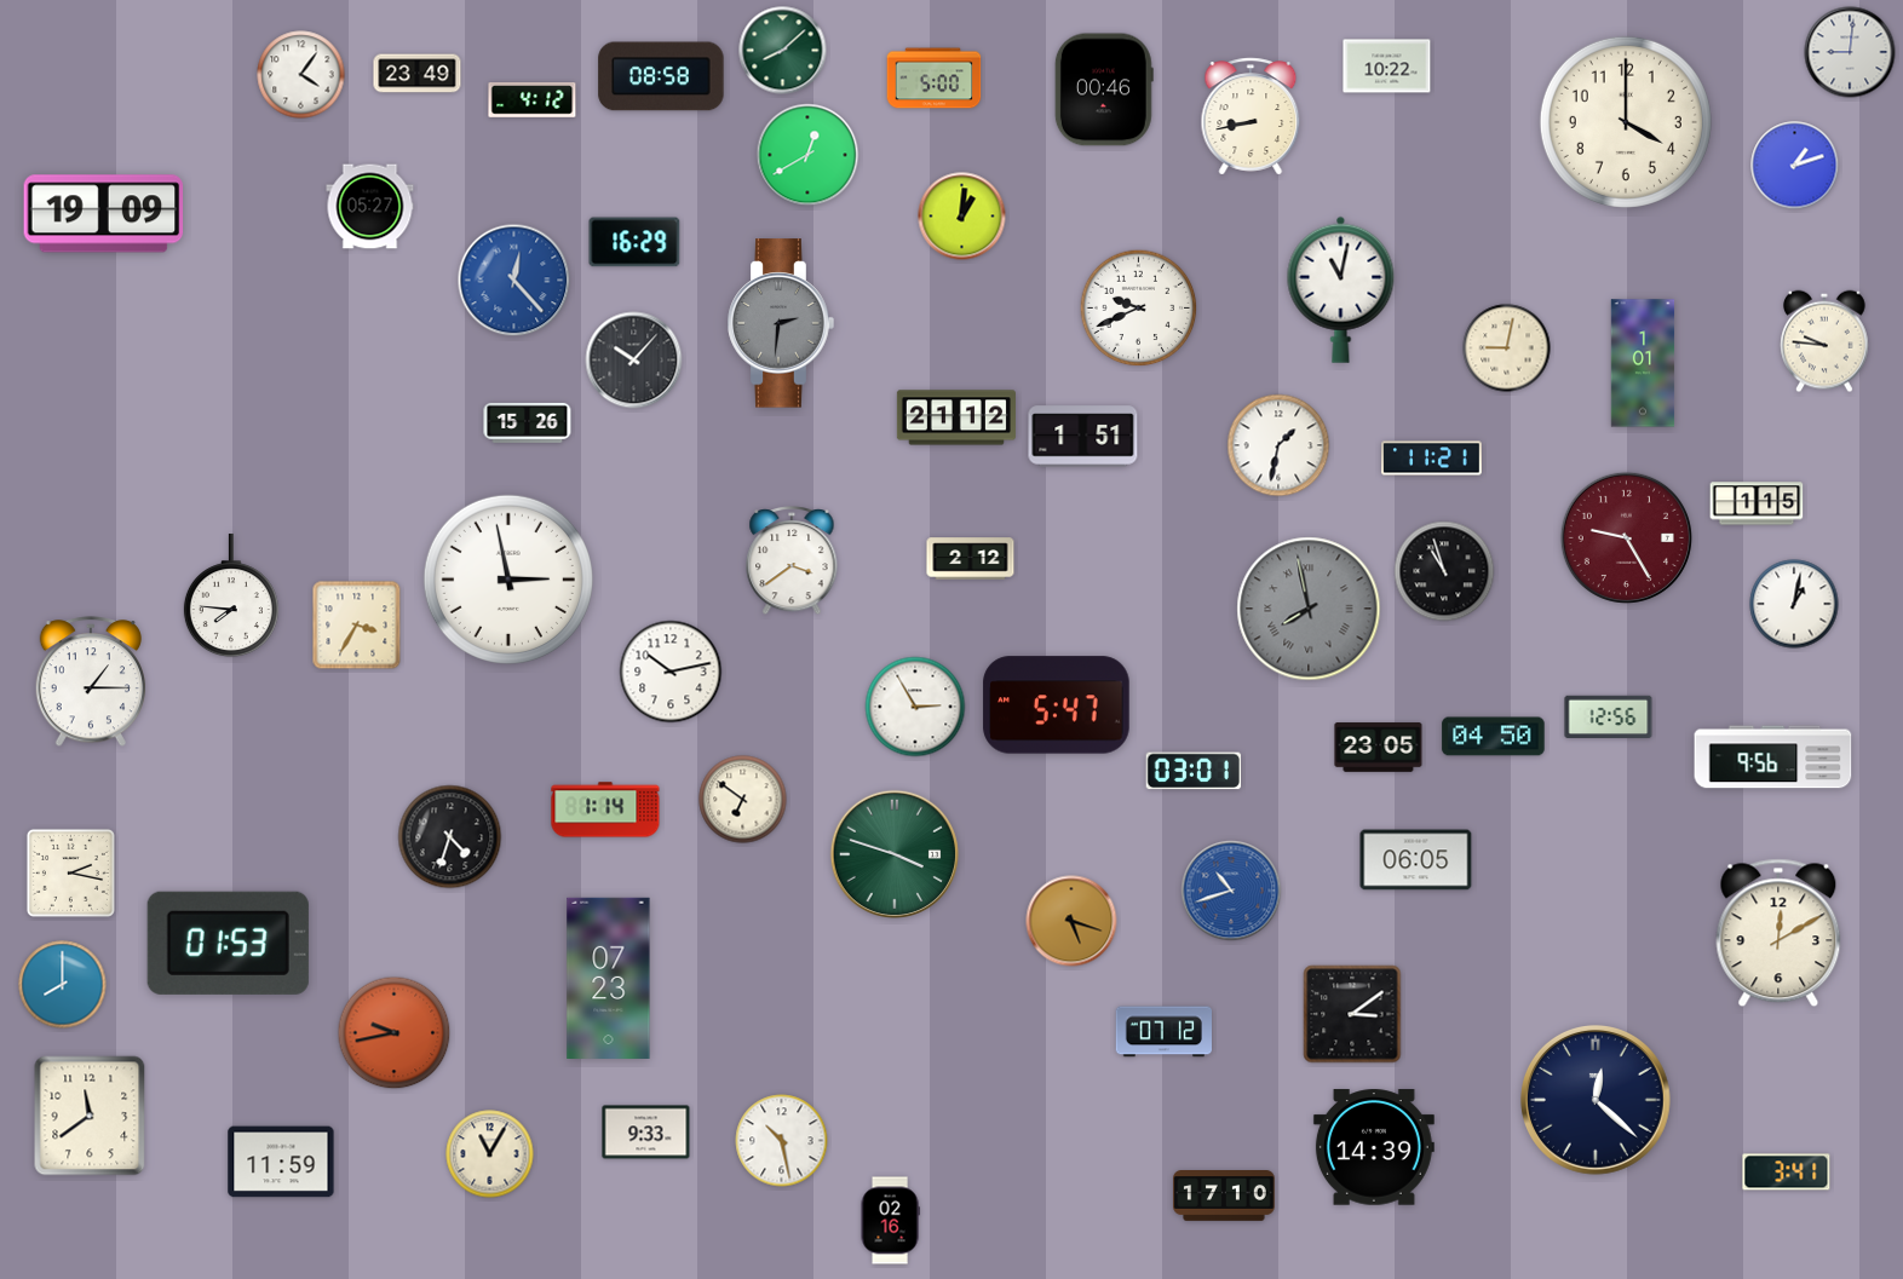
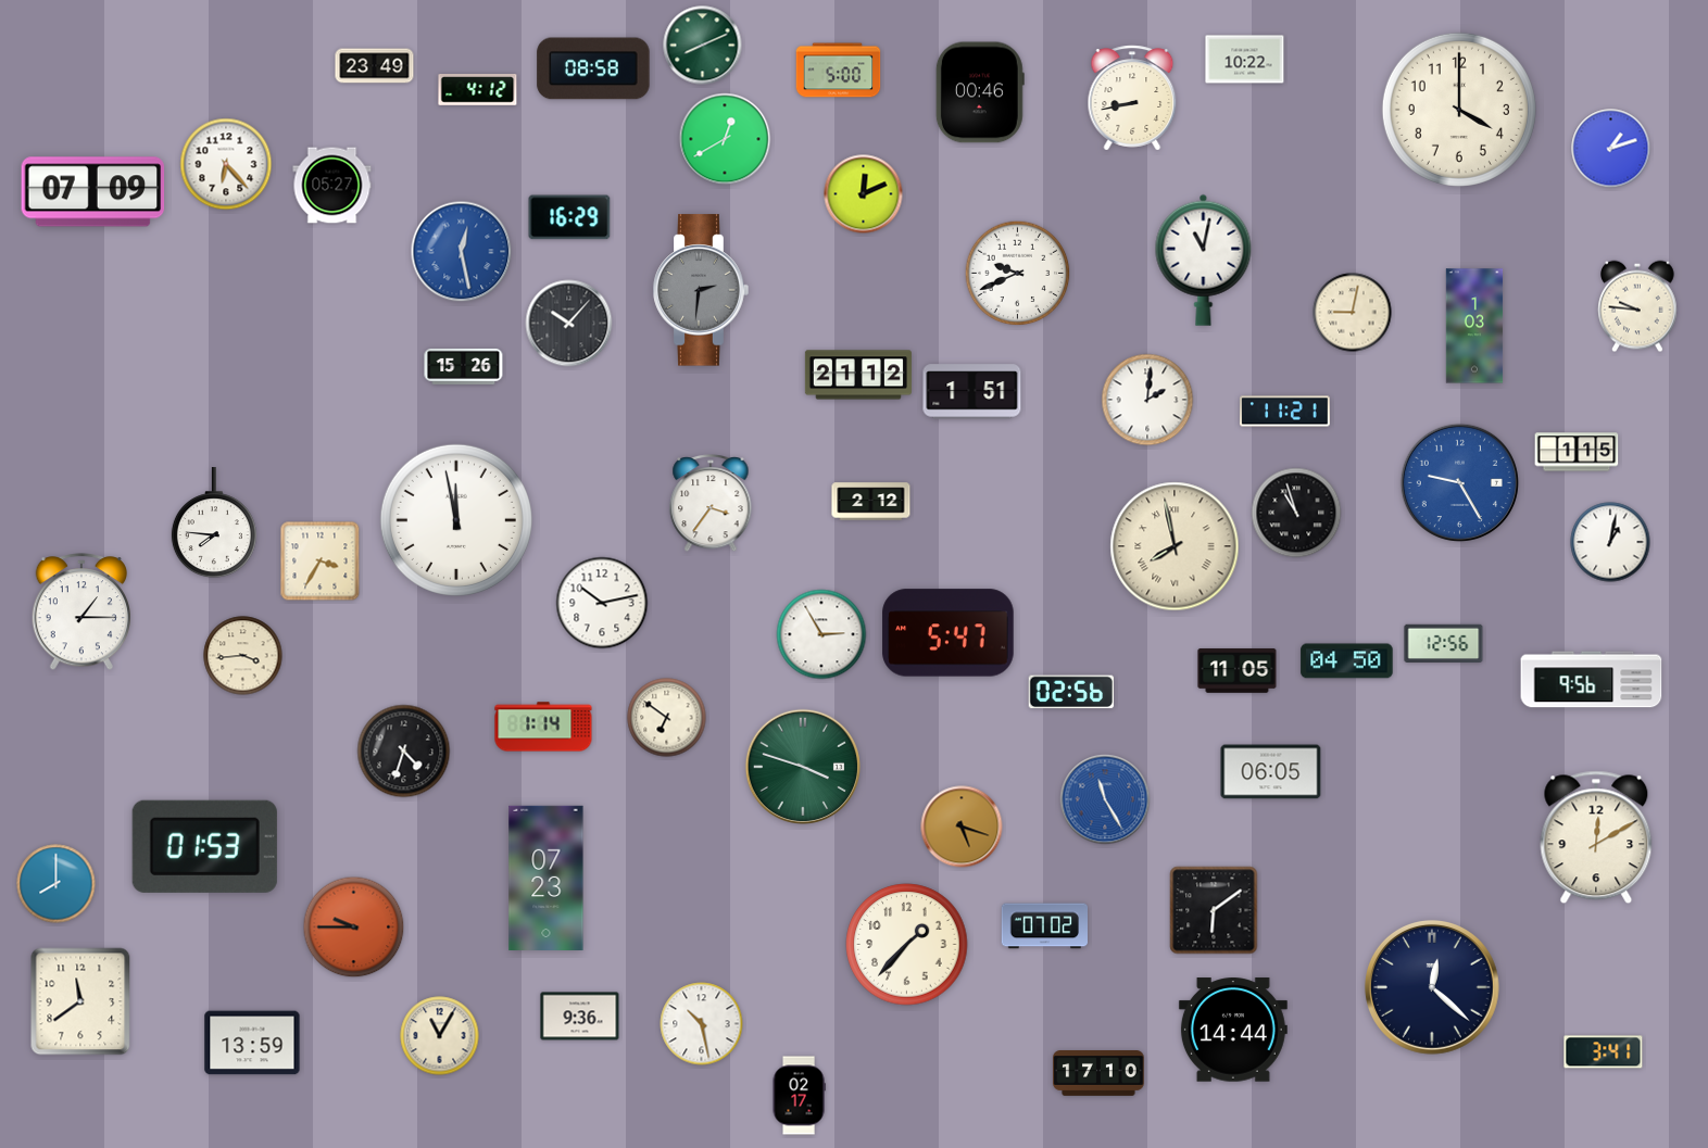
clock at (783, 51): 8:08 -> 8:11
clock at (1850, 52): 9:01 -> none
clock at (301, 75): 4:06 -> none
clock at (1104, 90) position: (1104, 90) -> (980, 92)
clock at (1251, 116) position: (1251, 116) -> (1132, 98)
clock at (226, 164): none -> 6:23
clock at (104, 214): 19:09 -> 07:09
clock at (962, 217): 1:01 -> 12:11
clock at (514, 281): 12:23 -> 12:28
clock at (1139, 309) position: (1139, 309) -> (1018, 274)
clock at (1643, 363): 1:01 -> 1:03
clock at (528, 422) position: (528, 422) -> (464, 366)
clock at (1278, 445): 1:32 -> 2:01
clock at (1626, 537) dial: burgundy -> blue
clock at (792, 560): 3:39 -> 3:36
clock at (508, 580): 2:58 -> 11:58
clock at (231, 597) position: (231, 597) -> (214, 523)
clock at (1309, 609) dial: grey -> cream
clock at (243, 656): none -> 3:44
clock at (1494, 737) position: (1494, 737) -> (1347, 661)
clock at (1379, 748): 23:05 -> 11:05
clock at (1194, 771): 03:01 -> 02:56
clock at (70, 872): 2:17 -> none
clock at (1231, 891): 10:42 -> 11:25
clock at (1352, 1014): 3:09 -> 6:09
clock at (1163, 1032): 07:12 -> 07:02
clock at (395, 1033): 9:43 -> 9:45
clock at (907, 945): none -> 1:37
clock at (646, 1133): 9:33 -> 9:36
clock at (1374, 1147): 14:39 -> 14:44
clock at (281, 1162): 11:59 -> 13:59
clock at (890, 1221): 02:16 -> 02:17
